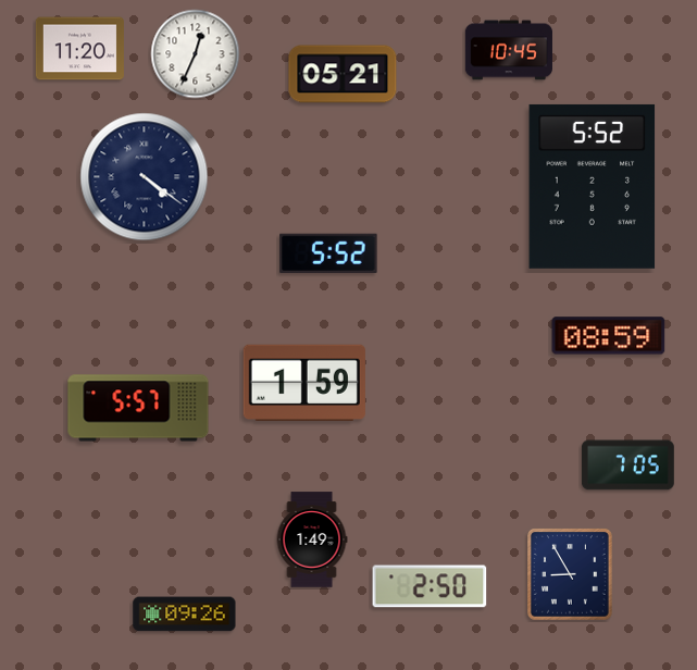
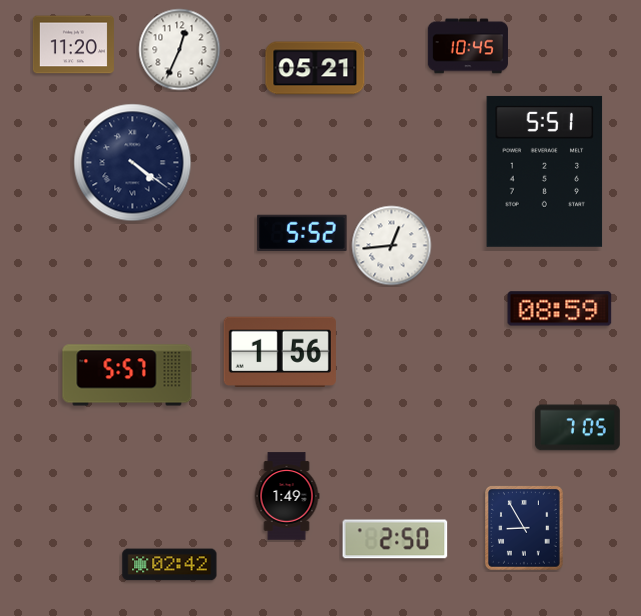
clock at (593, 186): 5:52 -> 5:51
clock at (392, 246): none -> 12:44
clock at (304, 382): 1:59 -> 1:56
clock at (185, 615): 09:26 -> 02:42
